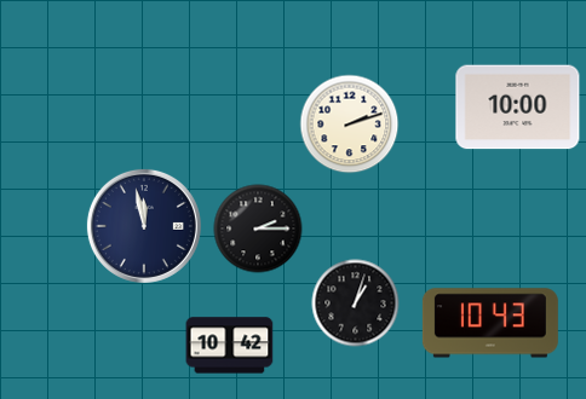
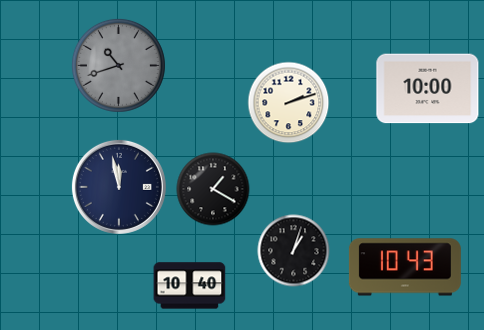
clock at (118, 65): none -> 10:42
clock at (258, 229): 2:15 -> 1:20
clock at (230, 346): 10:42 -> 10:40
